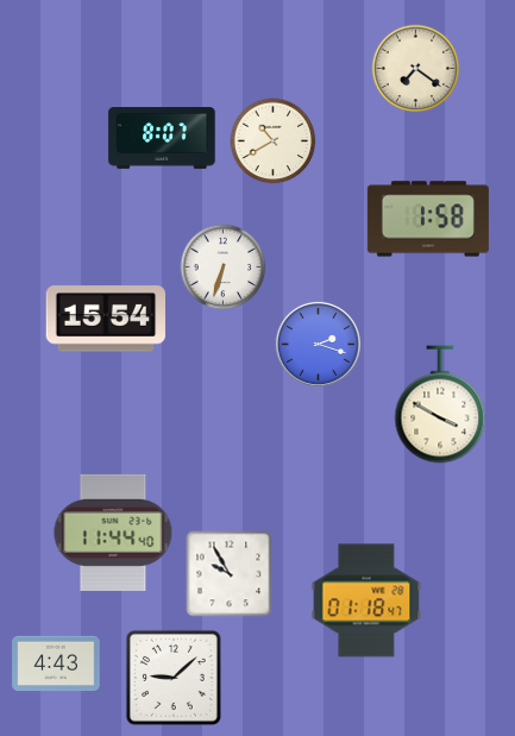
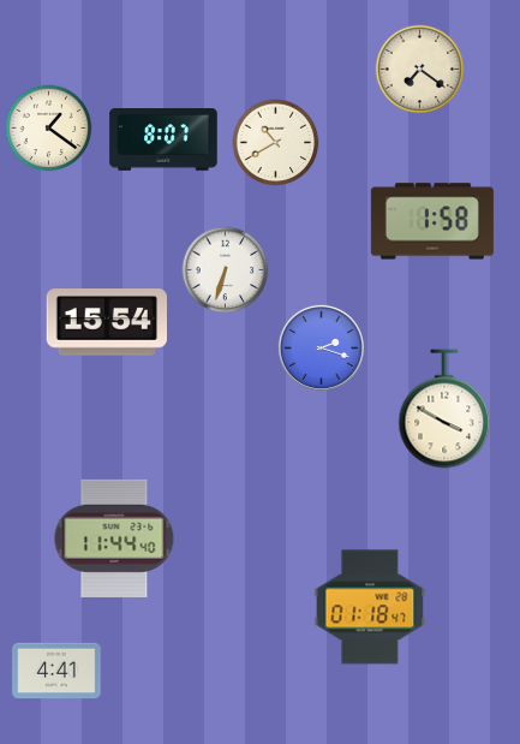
clock at (49, 129): none -> 1:21
clock at (230, 574): 9:55 -> none
clock at (56, 663): 4:43 -> 4:41
clock at (174, 678): 9:08 -> none
